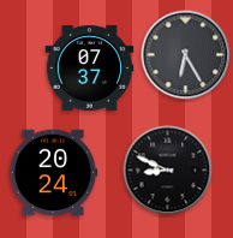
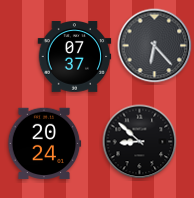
clock at (186, 55): 6:25 -> 6:23
clock at (168, 171): 8:49 -> 8:52
